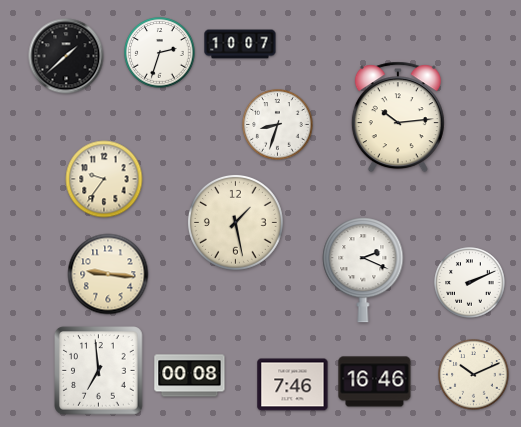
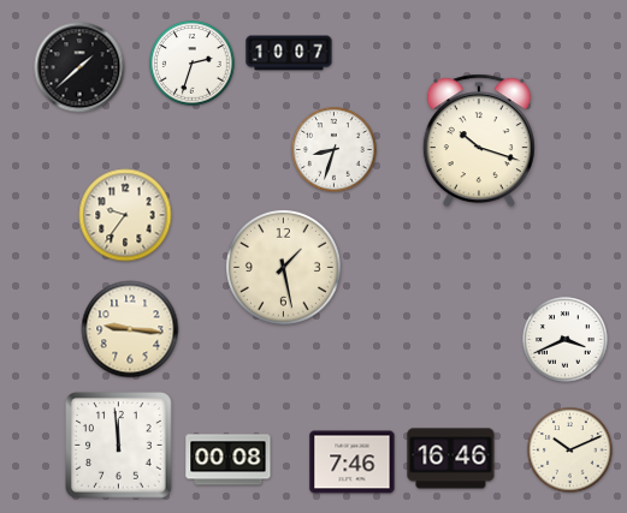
clock at (398, 117): 10:14 -> 10:18
clock at (363, 270): 2:19 -> none
clock at (470, 283): 2:11 -> 3:41
clock at (99, 371): 6:59 -> 11:59
clock at (190, 376) position: (190, 376) -> (229, 460)
